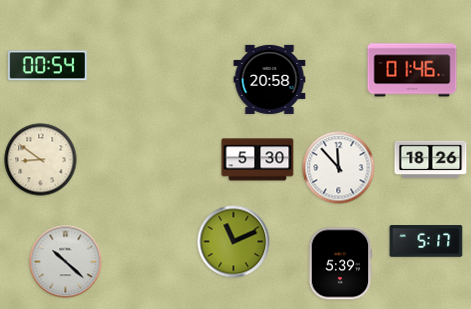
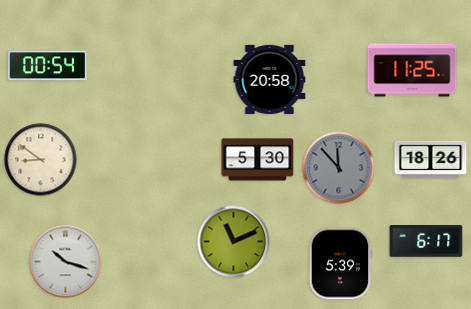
clock at (412, 70): 01:46 -> 11:25
clock at (339, 168) dial: white -> grey
clock at (426, 241): 5:17 -> 6:17
clock at (66, 262): 10:22 -> 10:18
